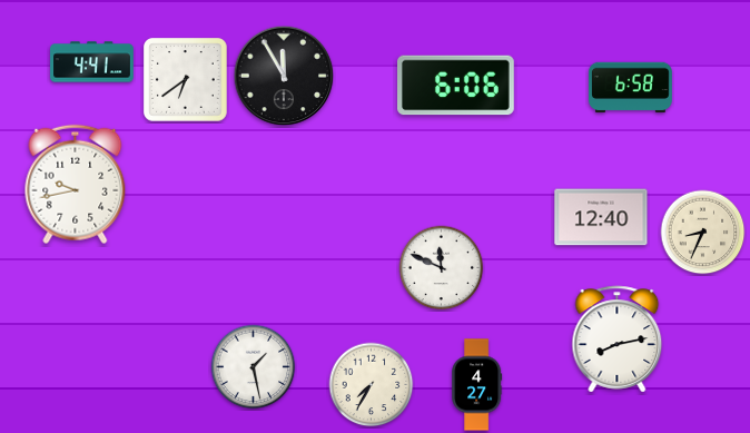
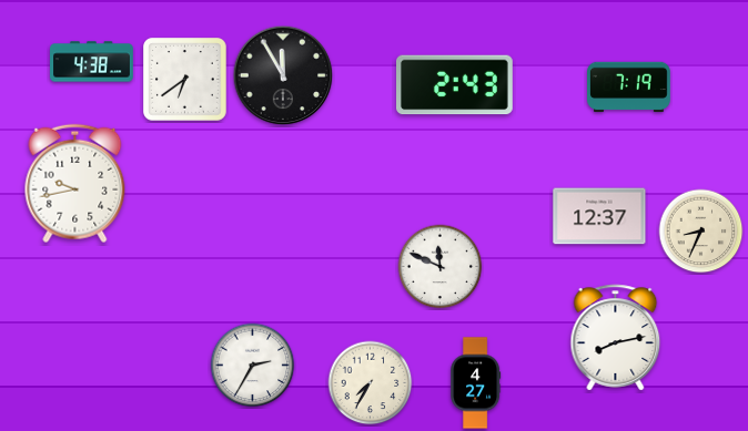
clock at (92, 62): 4:41 -> 4:38
clock at (456, 86): 6:06 -> 2:43
clock at (631, 88): 6:58 -> 7:19
clock at (601, 217): 12:40 -> 12:37
clock at (254, 367): 1:28 -> 2:35
